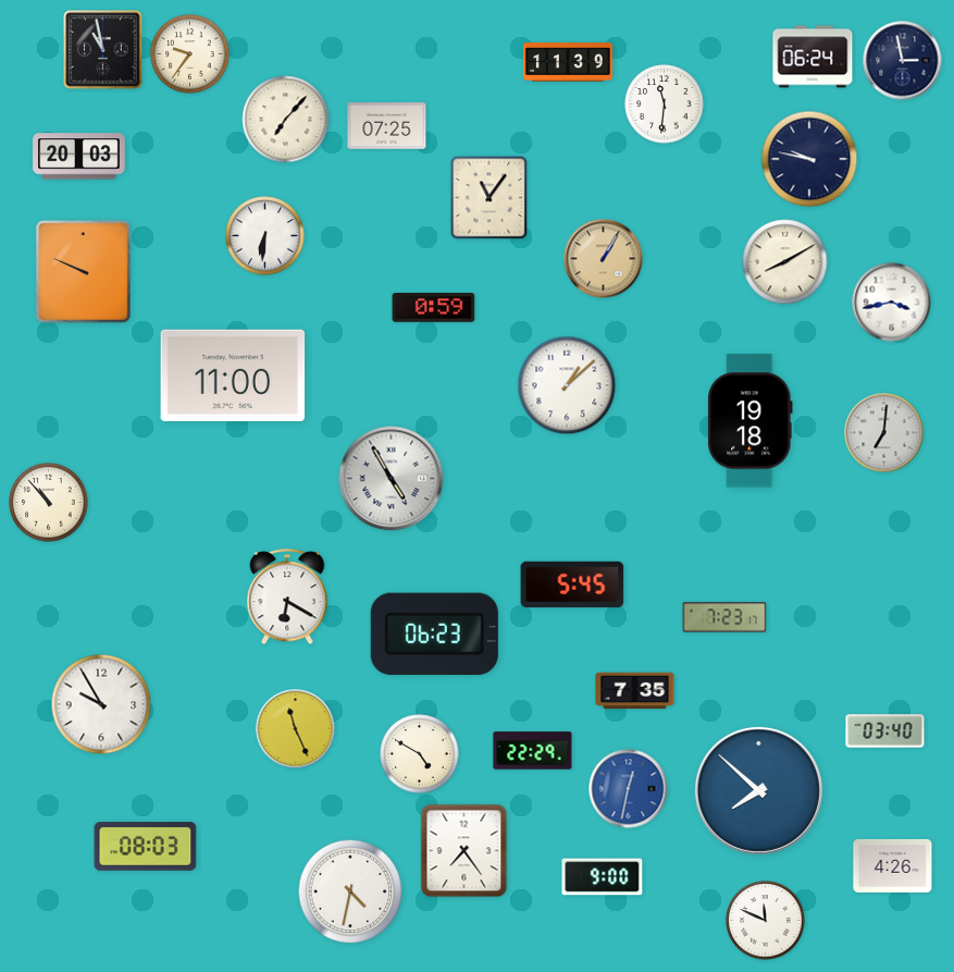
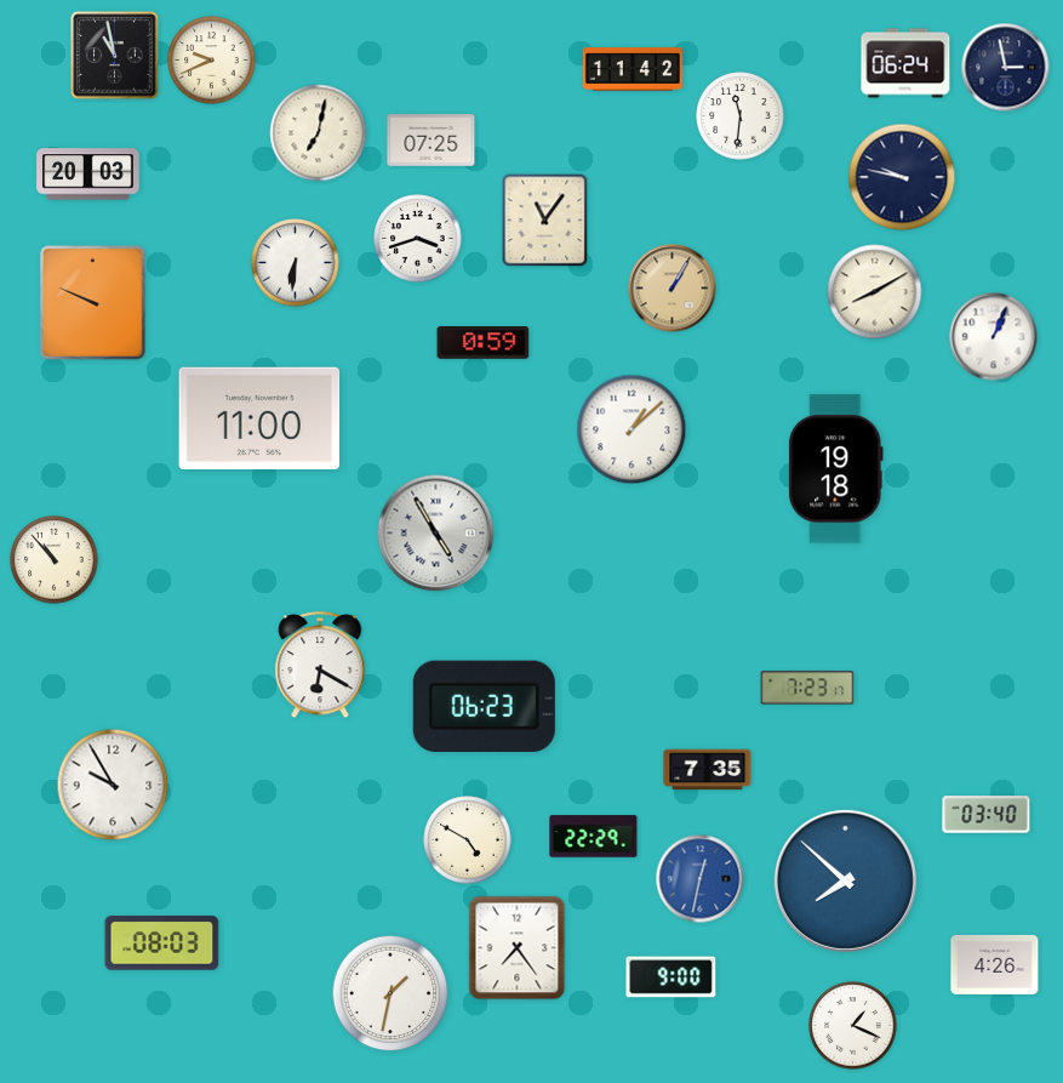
clock at (190, 54): 9:36 -> 9:41
clock at (568, 62): 11:39 -> 11:42
clock at (286, 120): 7:07 -> 7:02
clock at (418, 239): none -> 3:42
clock at (892, 303): 3:43 -> 1:04
clock at (884, 433): 7:01 -> none
clock at (572, 583): 5:45 -> none
clock at (296, 729): 11:26 -> none
clock at (350, 891): 4:32 -> 1:32
clock at (766, 921): 11:49 -> 1:19
